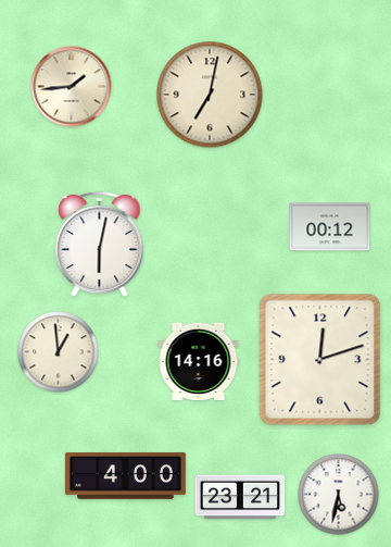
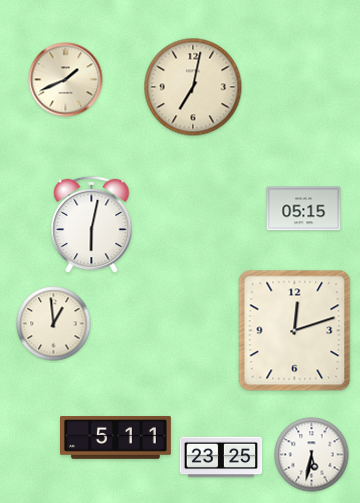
clock at (72, 87): 1:44 -> 1:41
clock at (330, 227): 00:12 -> 05:15
clock at (199, 362): 14:16 -> none
clock at (126, 476): 4:00 -> 5:11
clock at (240, 497): 23:21 -> 23:25
